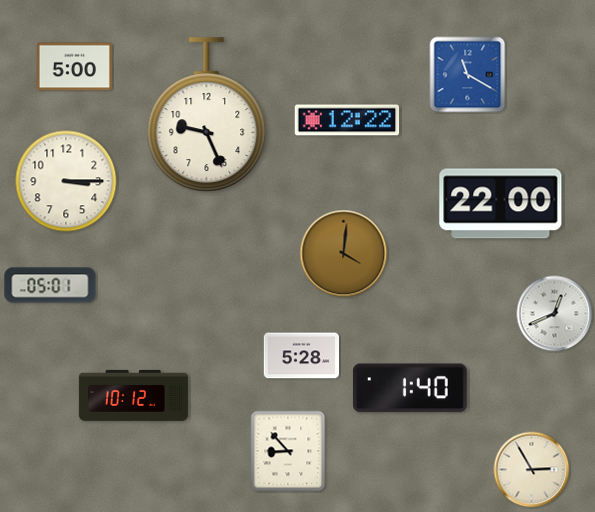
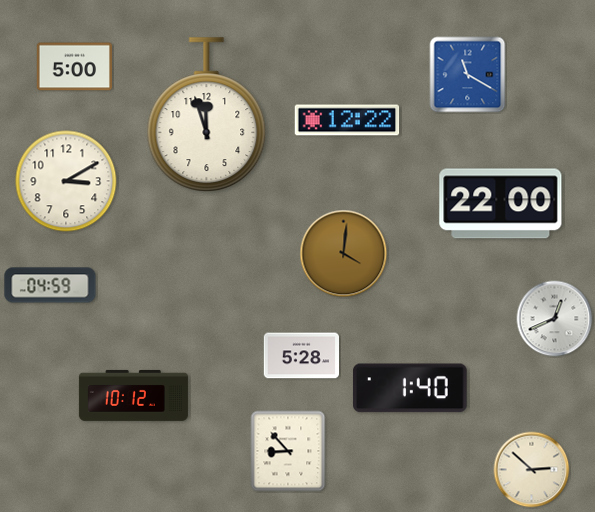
clock at (207, 114): 9:26 -> 11:57
clock at (66, 181): 3:15 -> 3:10
clock at (50, 285): 05:01 -> 04:59
clock at (555, 314) position: (555, 314) -> (555, 319)
clock at (532, 470): 2:55 -> 2:52
